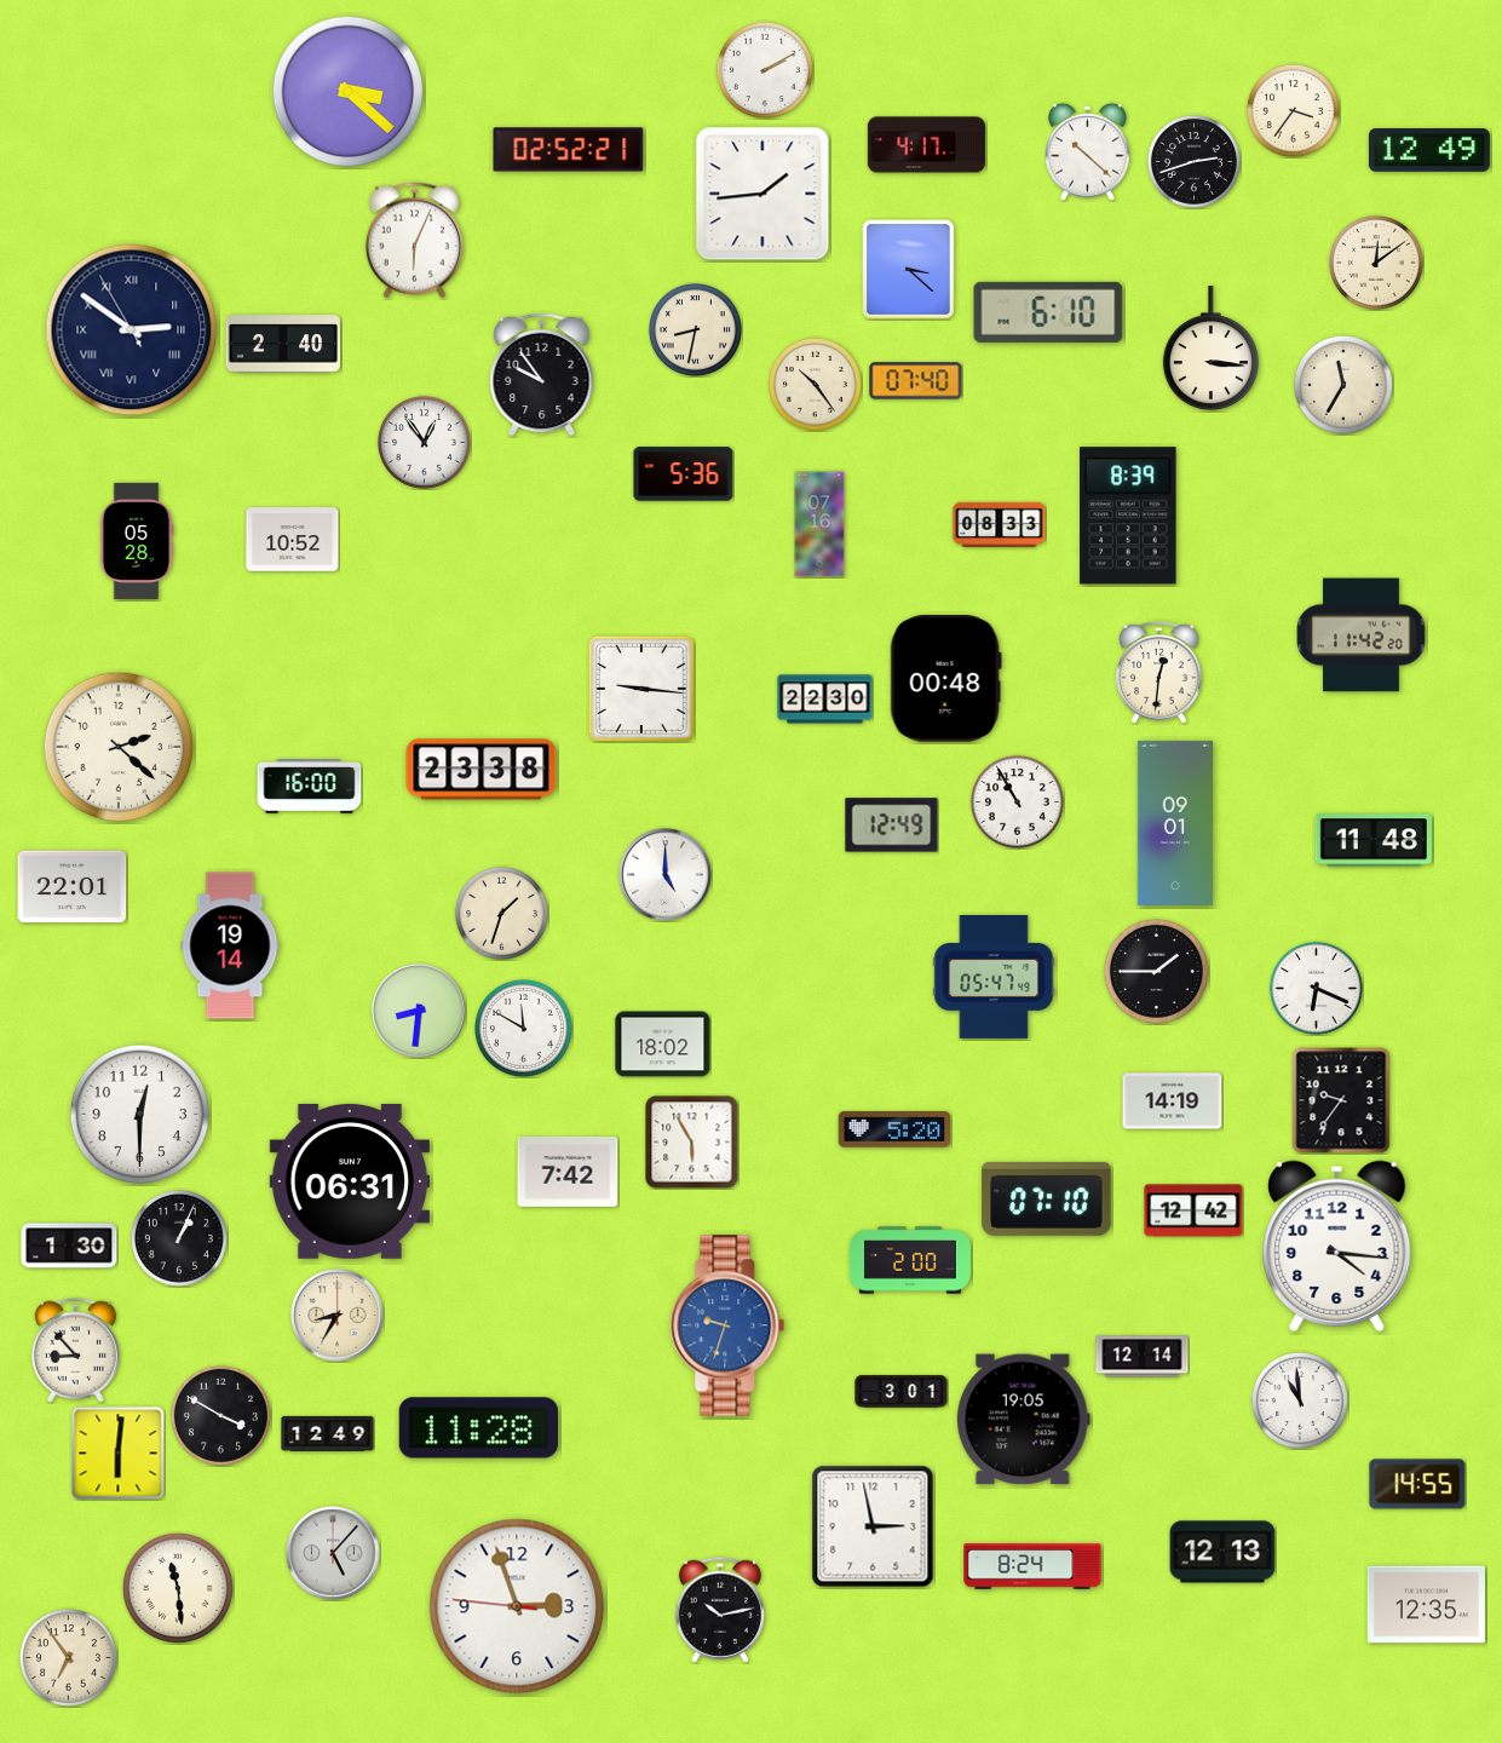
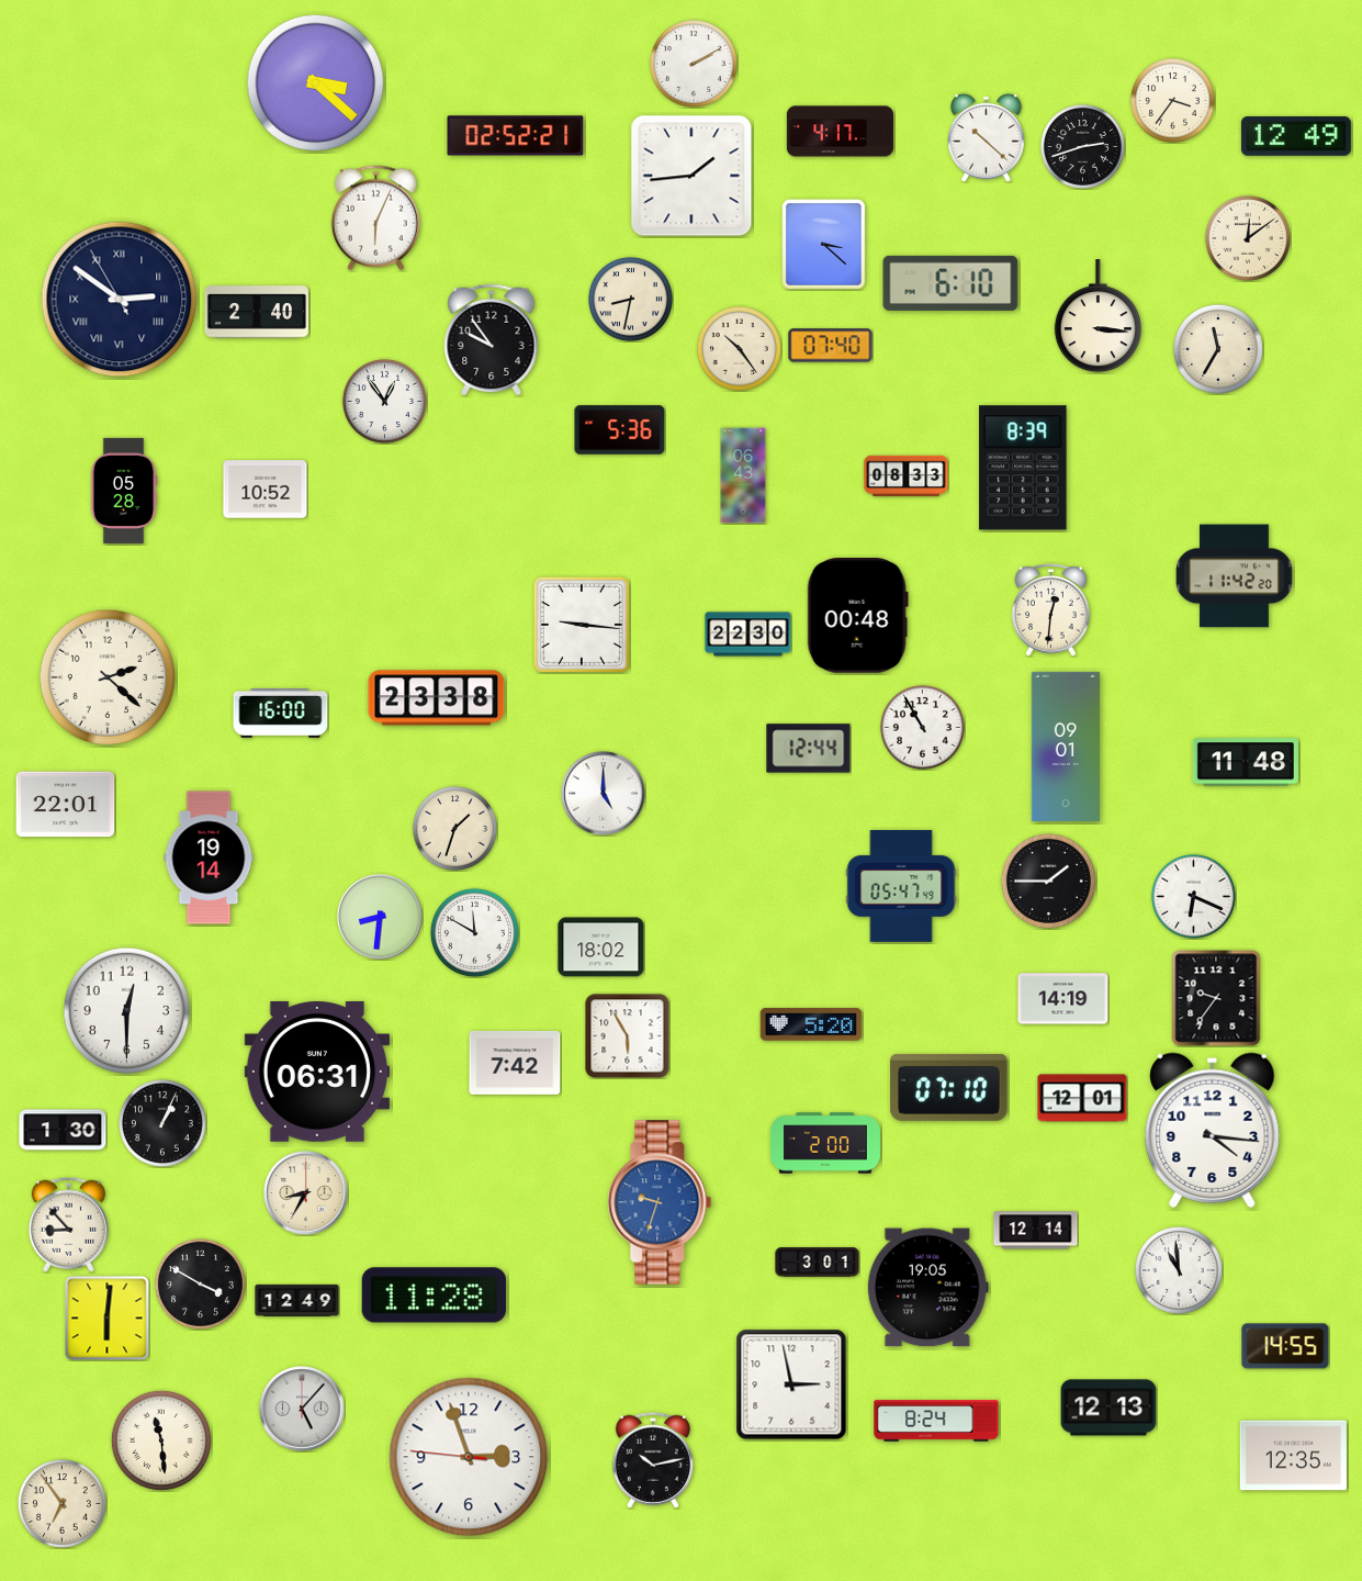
clock at (819, 524): 07:16 -> 06:43
clock at (892, 826): 12:49 -> 12:44
clock at (1193, 1210): 12:42 -> 12:01
